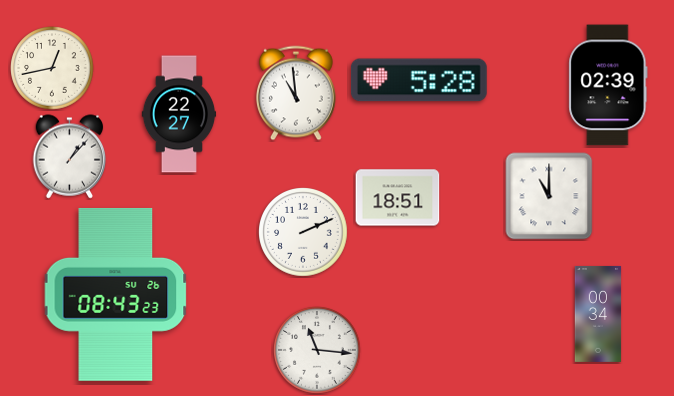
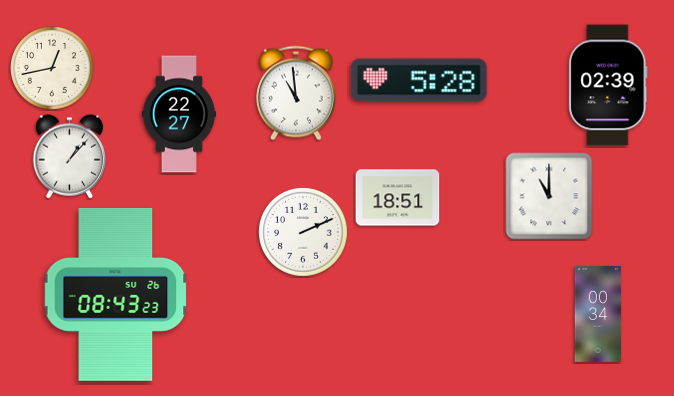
clock at (317, 350): 11:16 -> none
